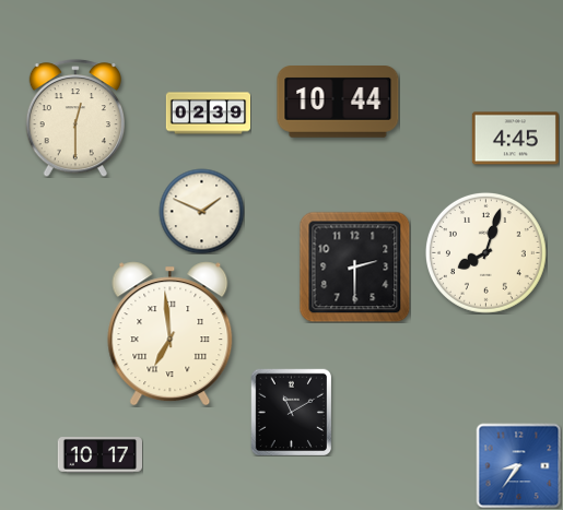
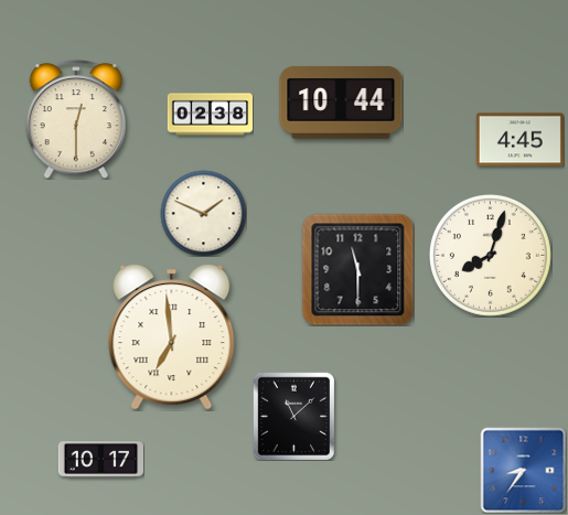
clock at (208, 114): 02:39 -> 02:38
clock at (354, 266): 2:30 -> 11:30
clock at (292, 412): 11:10 -> 11:08
